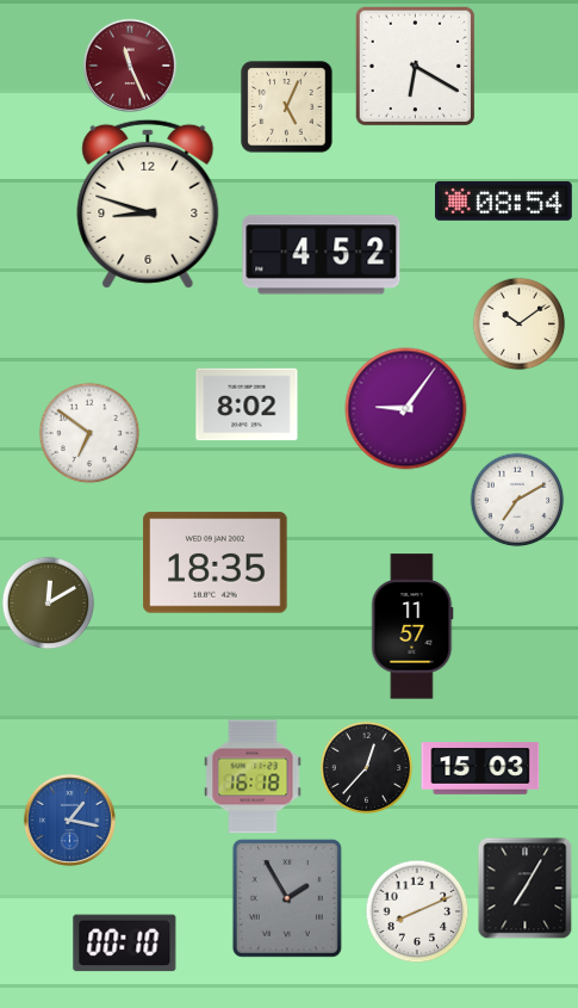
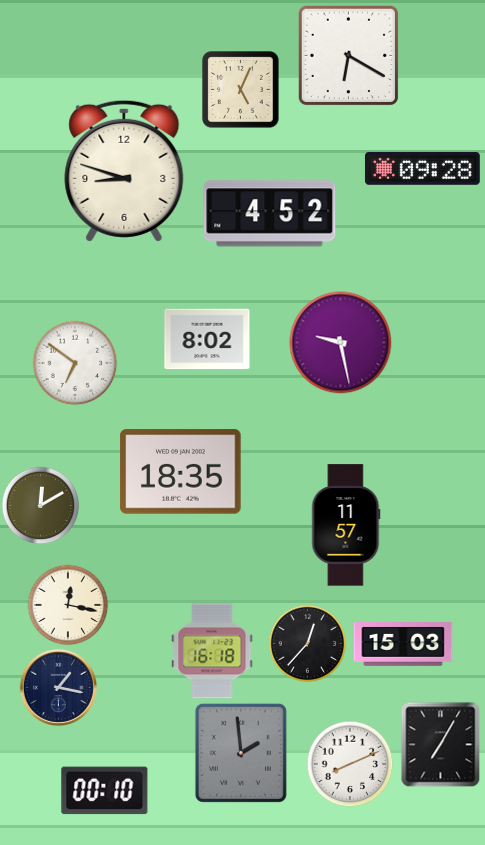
clock at (130, 66): 11:26 -> none
clock at (503, 200): 08:54 -> 09:28
clock at (518, 323): 10:09 -> none
clock at (406, 409): 9:06 -> 9:28
clock at (517, 500): 7:10 -> none
clock at (68, 605): none -> 12:17
clock at (69, 820) dial: blue -> navy
clock at (287, 898): 1:55 -> 1:59
